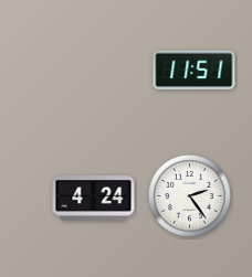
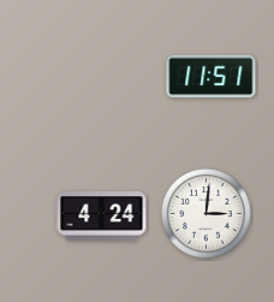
clock at (190, 196): 2:24 -> 3:01
